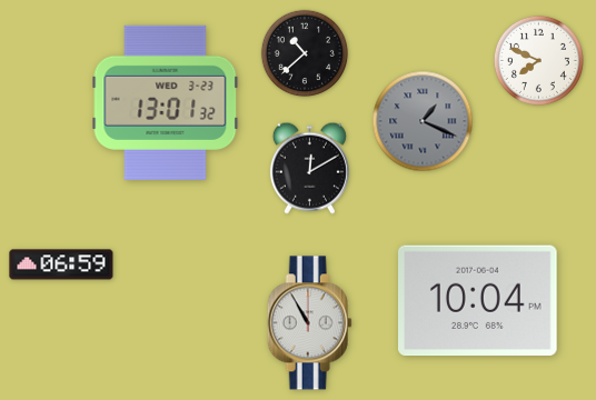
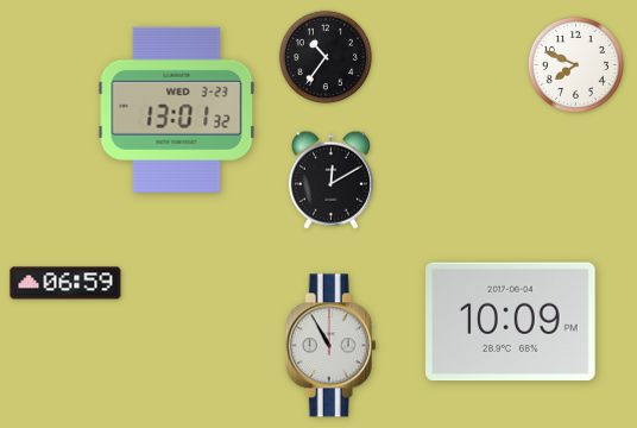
clock at (305, 53): 10:38 -> 10:36
clock at (423, 121): 1:19 -> none
clock at (478, 301): 10:04 -> 10:09
